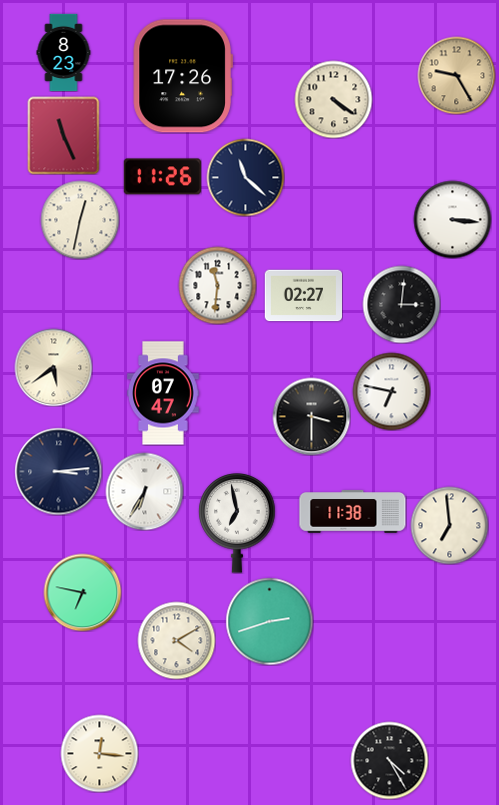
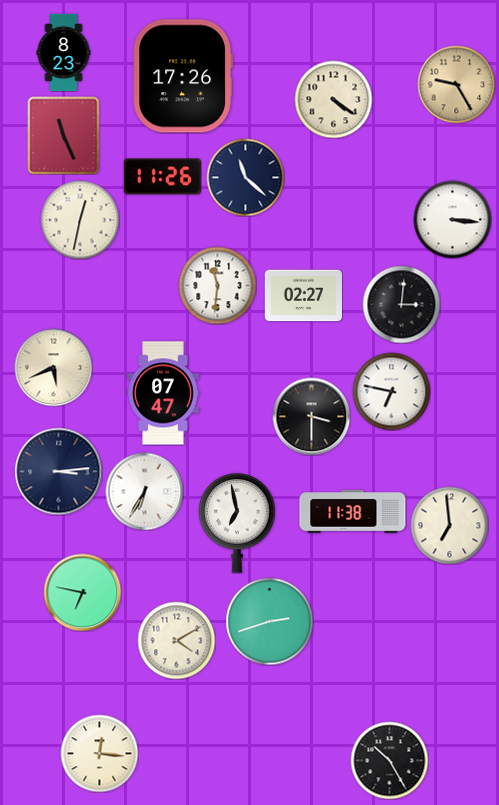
clock at (456, 75) position: (456, 75) -> (456, 84)
clock at (53, 367): 5:39 -> 5:41
clock at (389, 760): 4:25 -> 10:25
